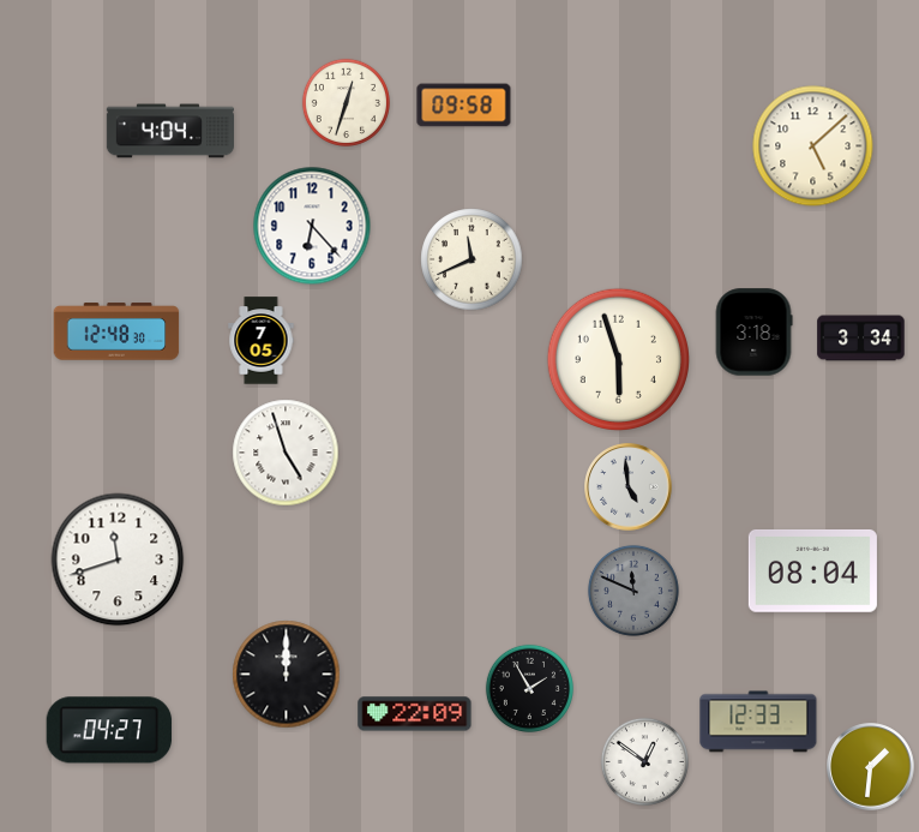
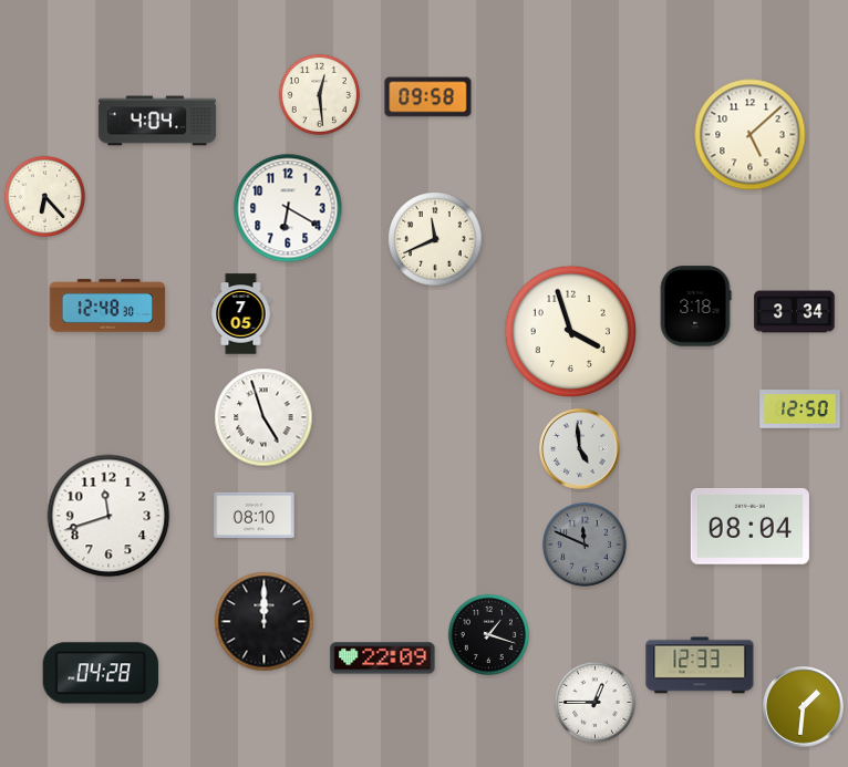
clock at (346, 102): 12:33 -> 12:29
clock at (44, 196): none -> 6:23
clock at (312, 226): 6:23 -> 6:20
clock at (619, 360): 5:57 -> 3:57
clock at (800, 410): none -> 12:50
clock at (255, 515): none -> 08:10
clock at (529, 688): 1:55 -> 1:18
clock at (109, 730): 04:27 -> 04:28
clock at (644, 761): 12:51 -> 12:45
